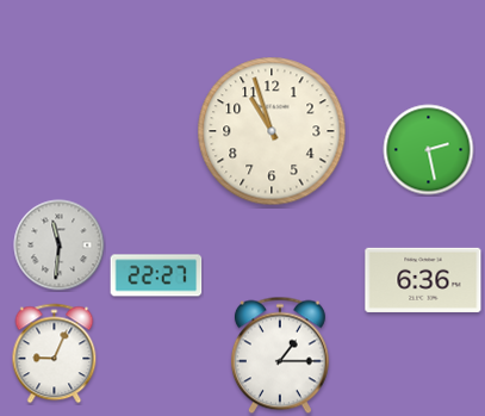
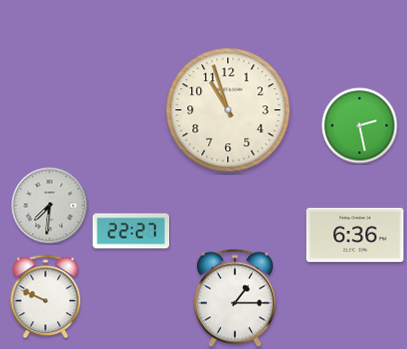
clock at (60, 246): 11:31 -> 7:31
clock at (55, 354): 9:04 -> 9:49
